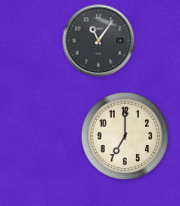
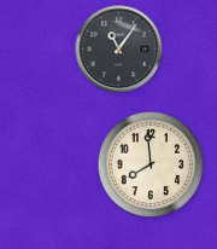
clock at (125, 136): 7:00 -> 7:59
